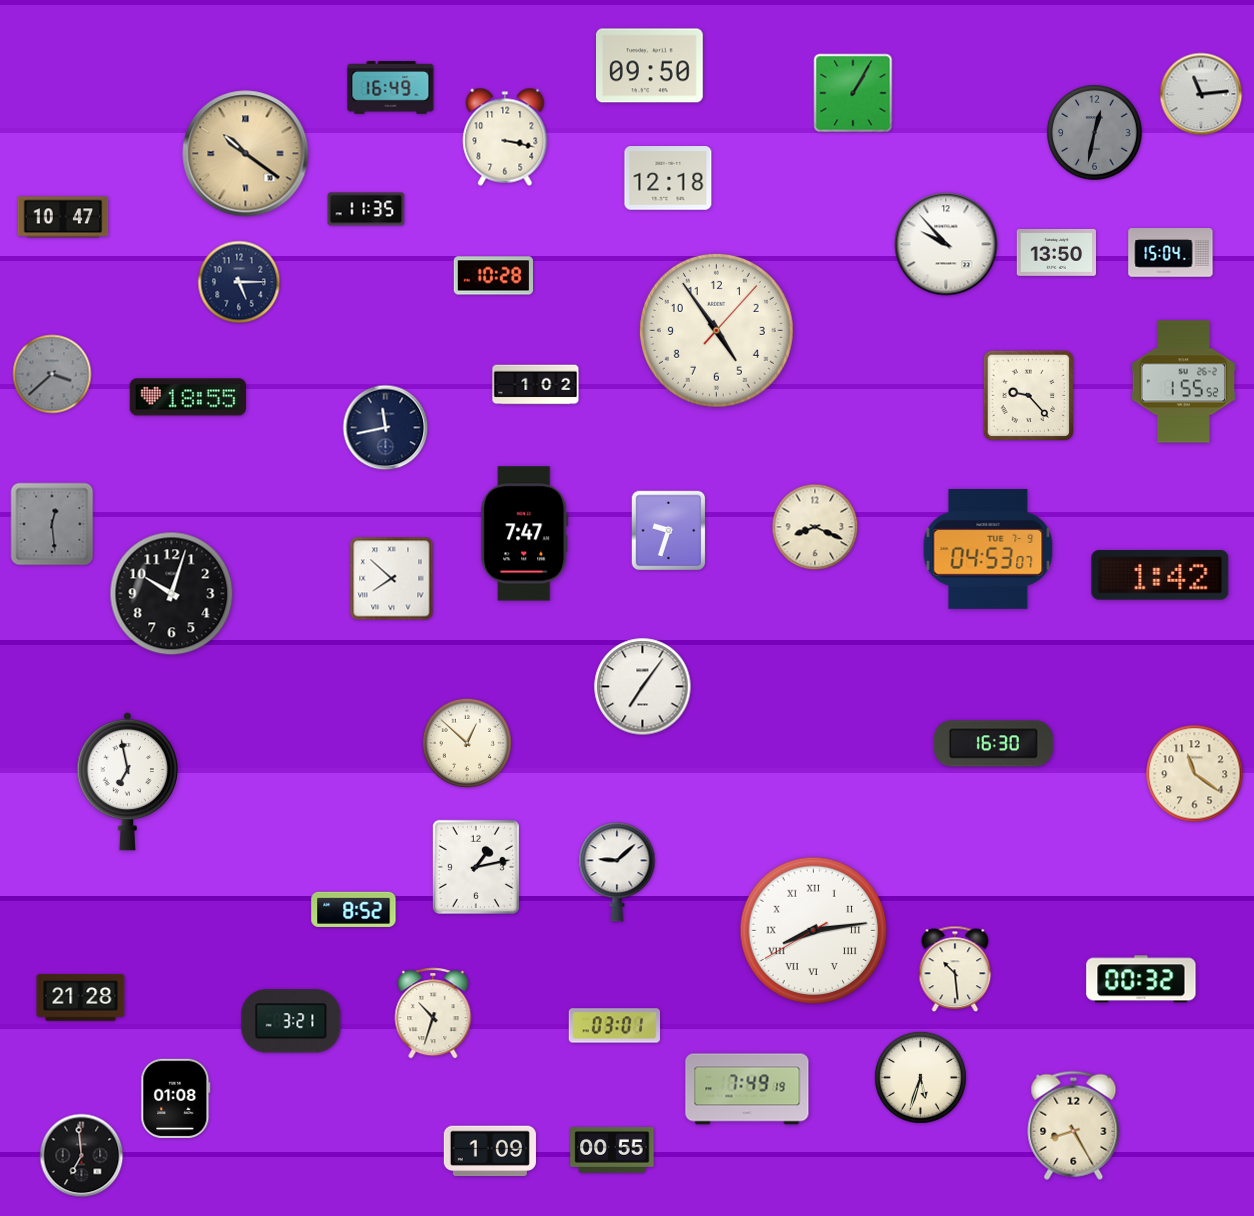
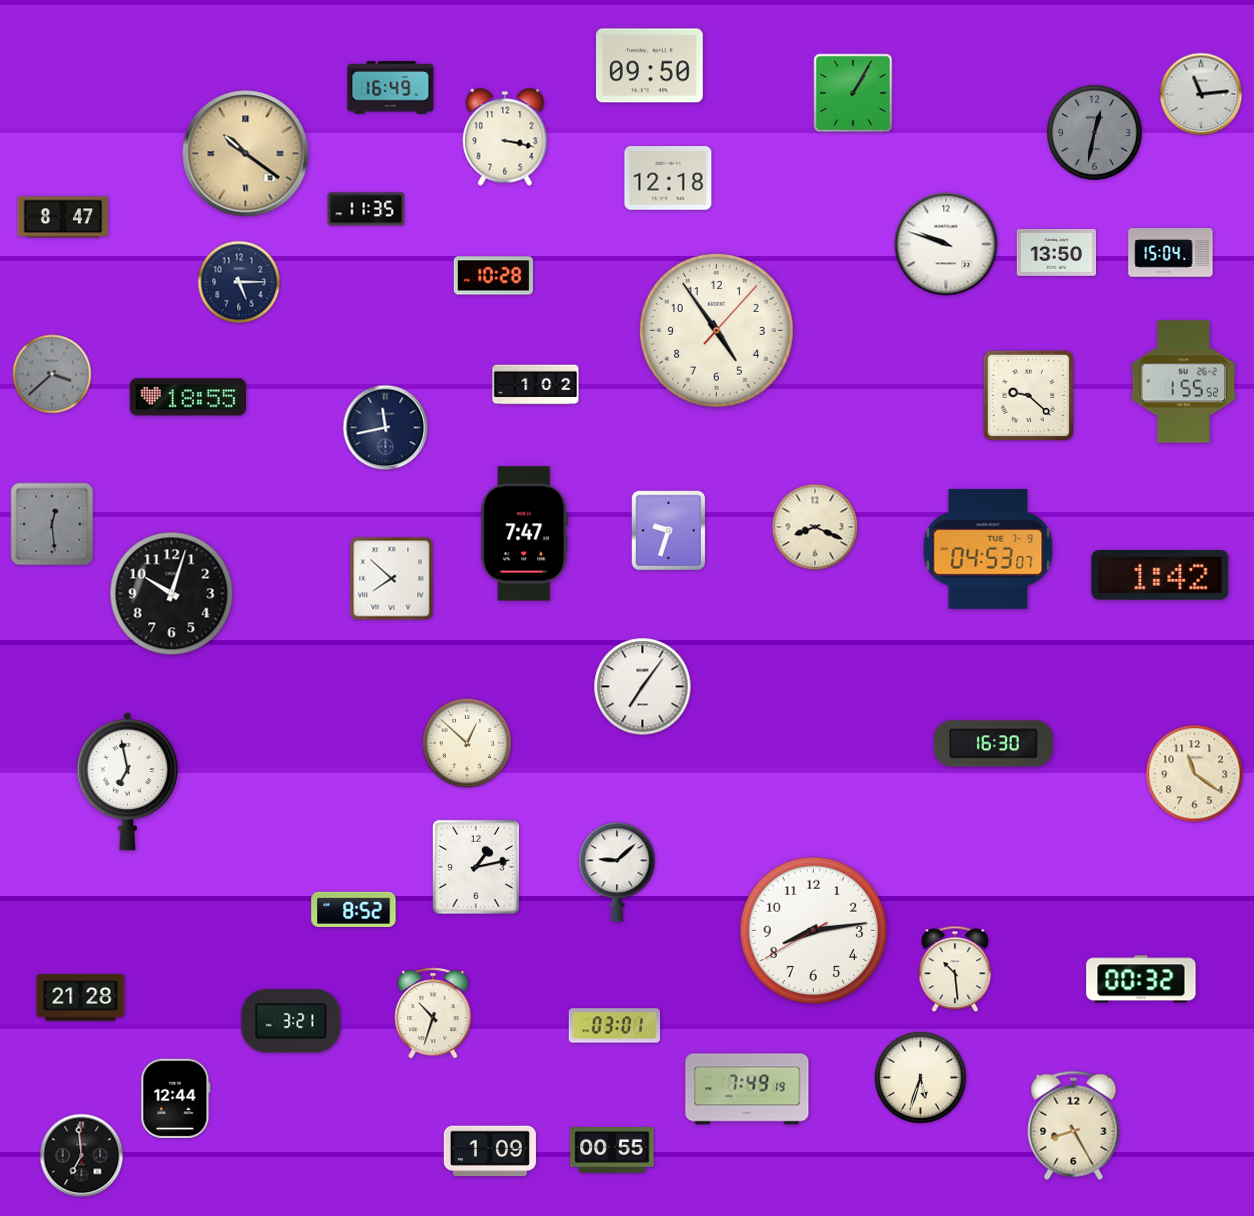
clock at (63, 217): 10:47 -> 8:47
clock at (946, 244): 9:53 -> 9:48
clock at (1029, 396): 9:23 -> 9:22
clock at (814, 931) numerals: Roman -> Arabic
clock at (176, 1098): 01:08 -> 12:44
